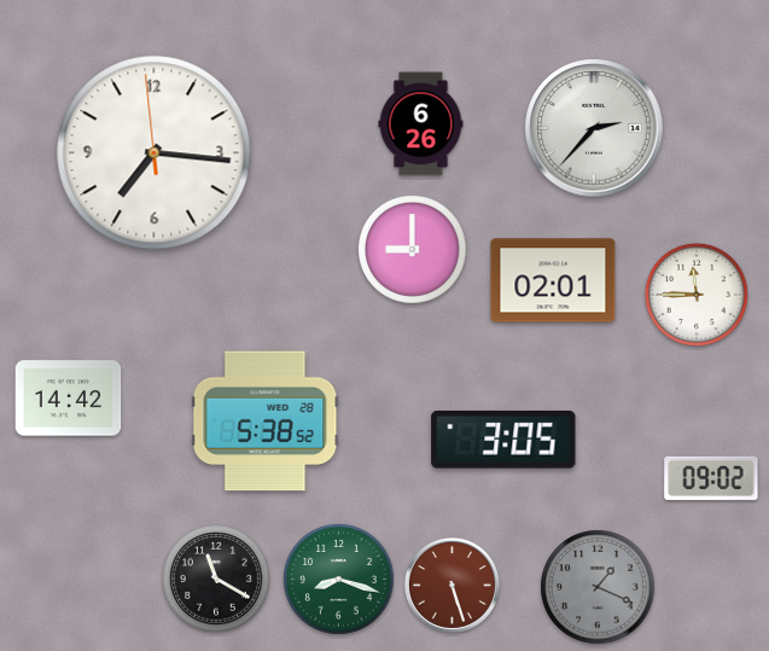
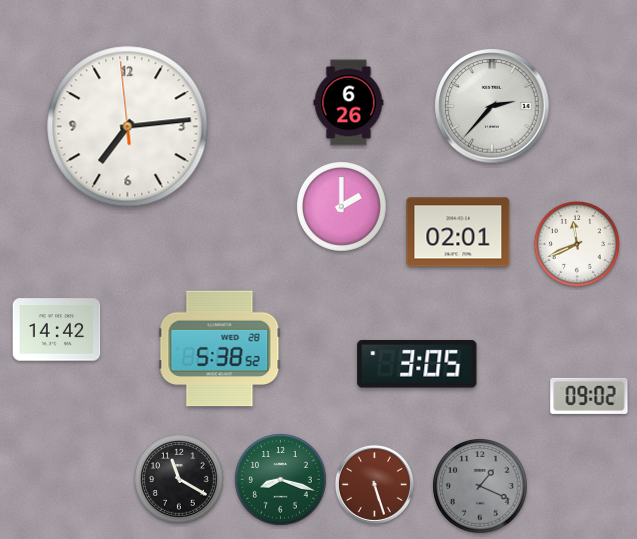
clock at (155, 153): 7:15 -> 7:13
clock at (413, 250): 9:00 -> 2:00
clock at (697, 295): 11:45 -> 11:41
clock at (598, 587) position: (598, 587) -> (480, 486)
